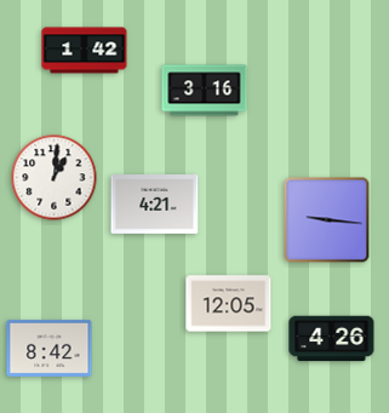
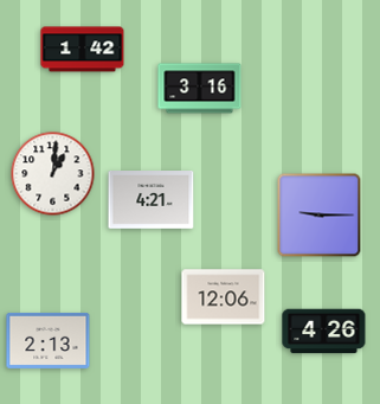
clock at (327, 220): 9:16 -> 9:15
clock at (229, 304): 12:05 -> 12:06
clock at (50, 348): 8:42 -> 2:13
